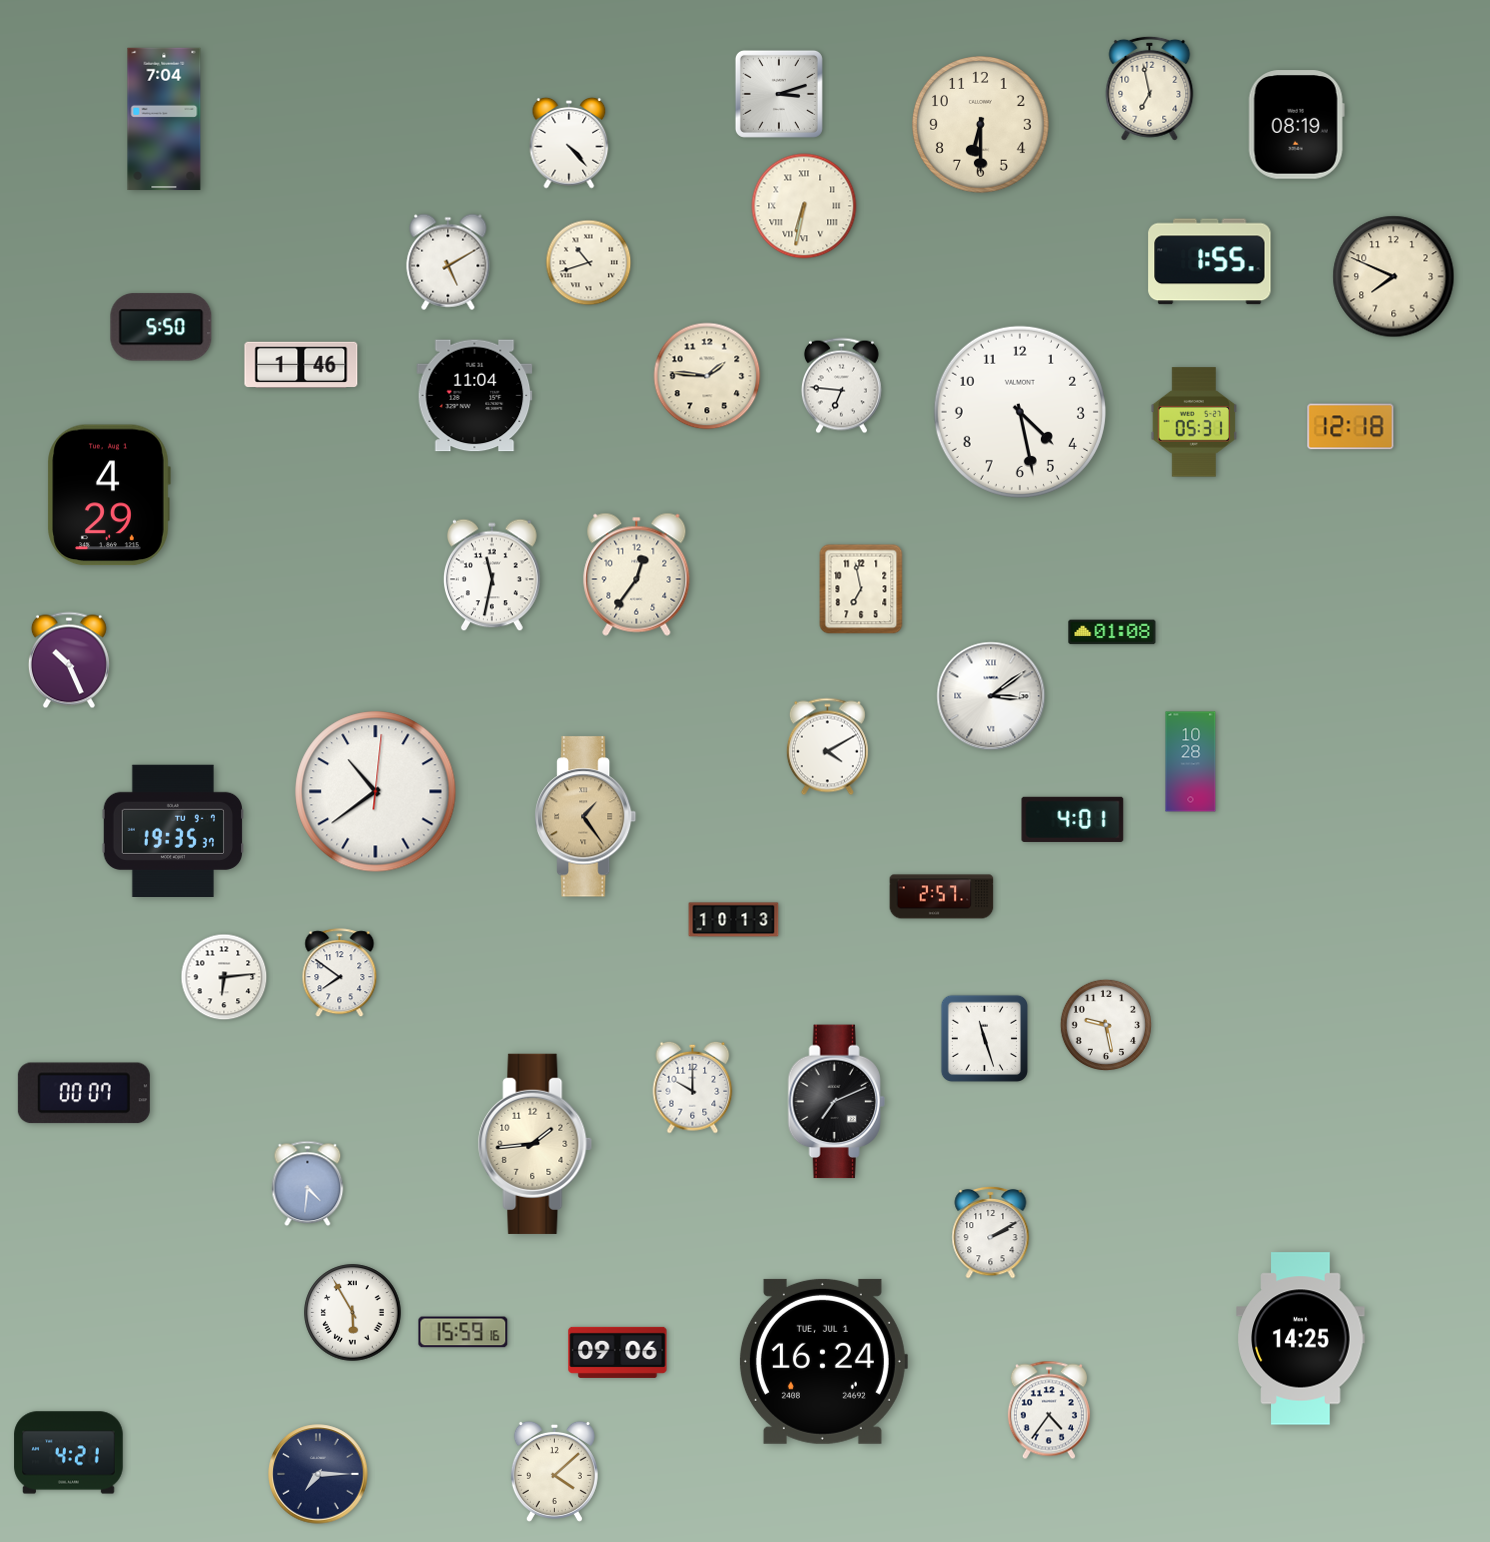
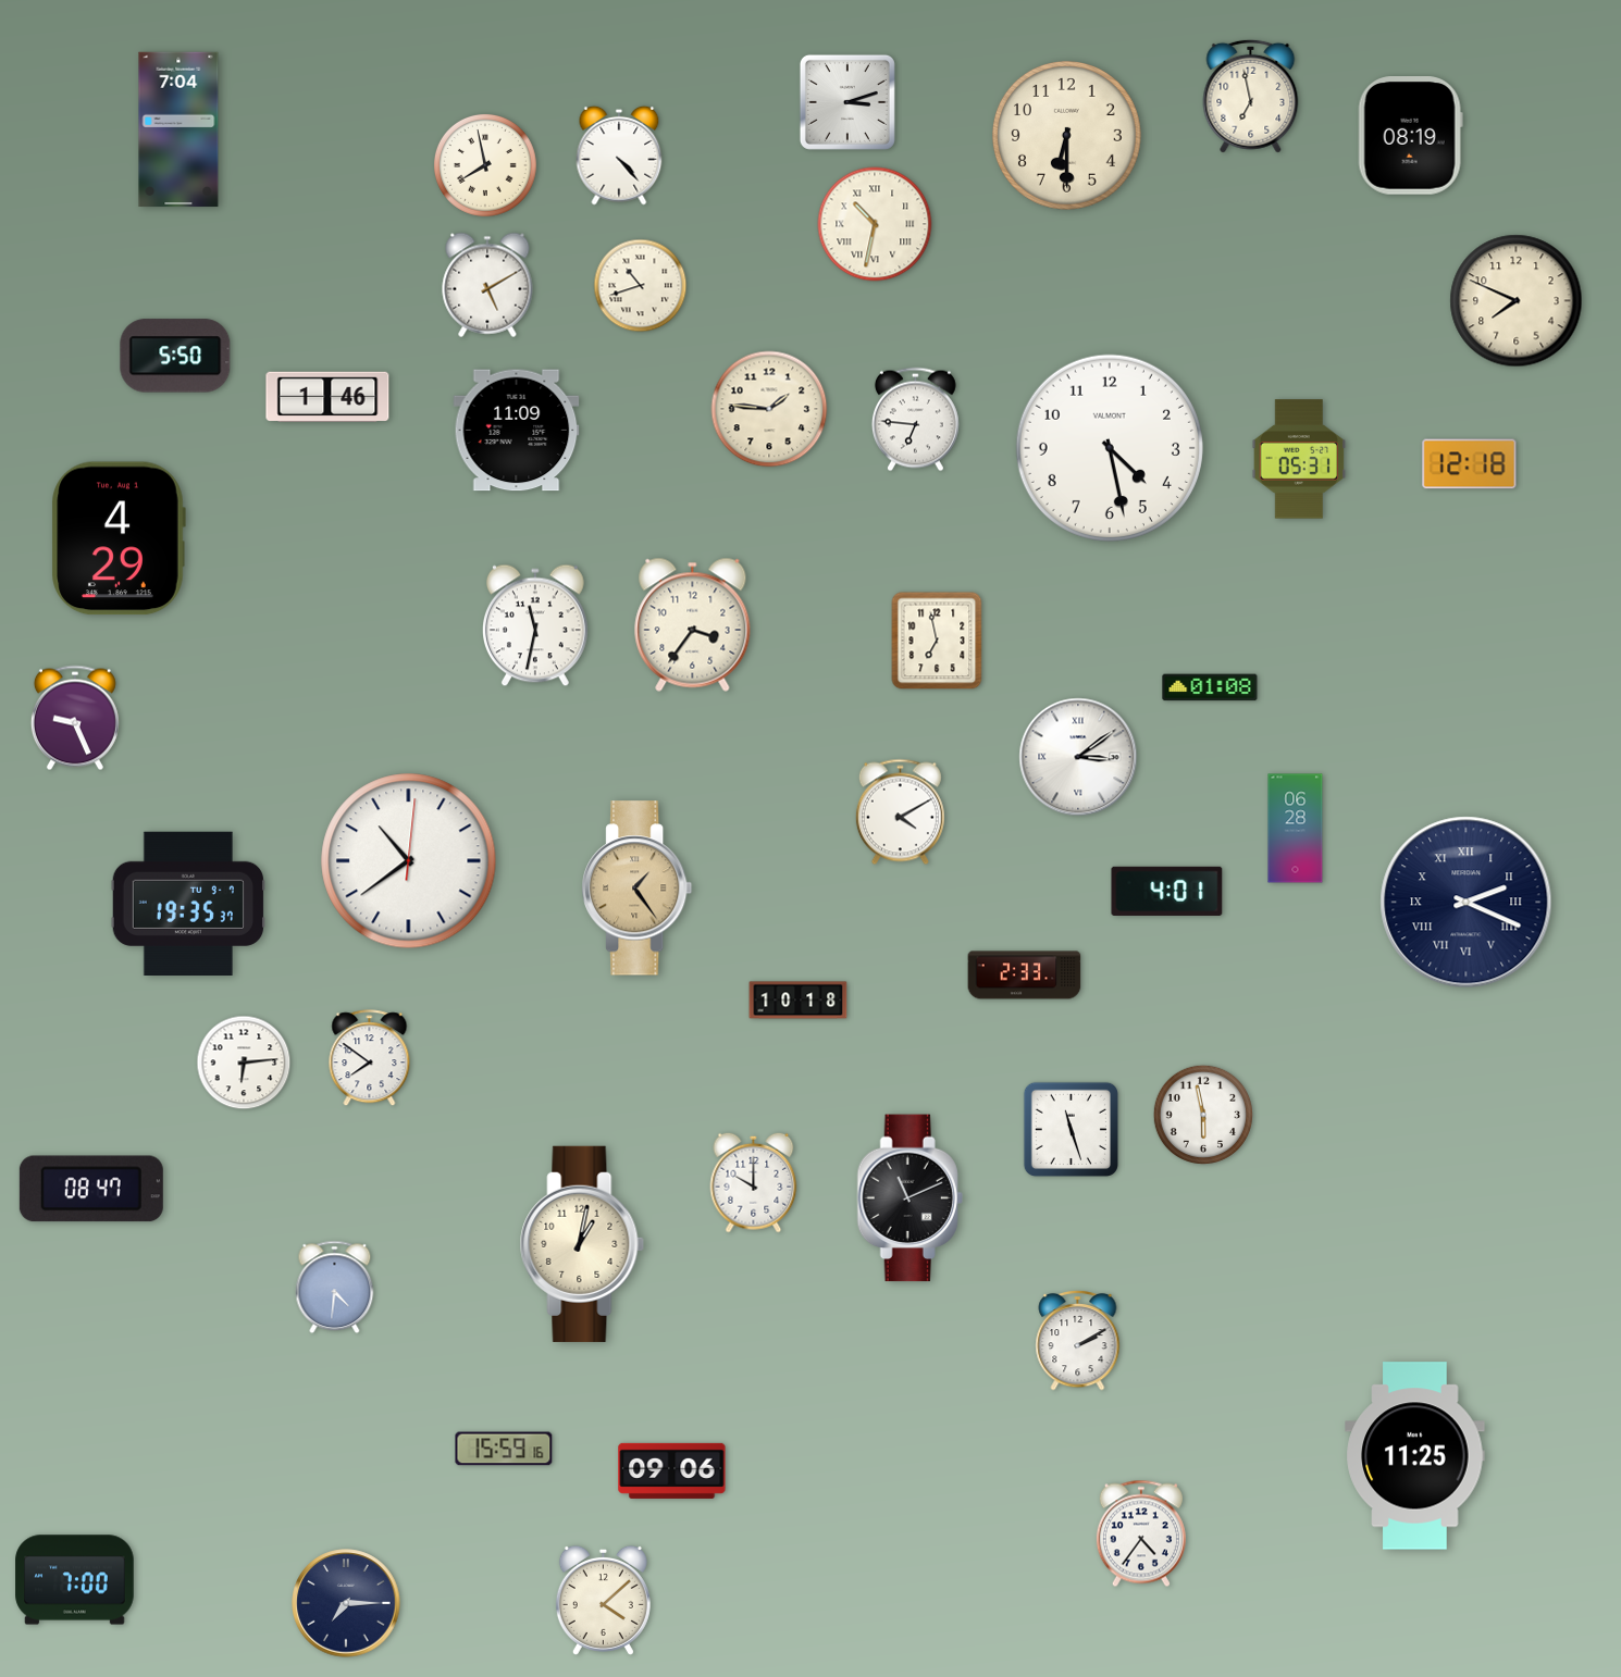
clock at (485, 165): none -> 7:58
clock at (804, 206): 6:32 -> 10:32
clock at (1210, 262): 1:55 -> none
clock at (475, 396): 11:04 -> 11:09
clock at (637, 574): 12:36 -> 3:36
clock at (69, 660): 10:26 -> 9:26
clock at (1191, 762): 10:28 -> 06:28
clock at (1467, 903): none -> 2:19
clock at (942, 897): 2:57 -> 2:33
clock at (734, 920): 10:13 -> 10:18
clock at (1105, 1024): 9:28 -> 5:58
clock at (84, 1093): 00:07 -> 08:47
clock at (836, 1102): 7:11 -> 11:11
clock at (535, 1144): 1:44 -> 1:02
clock at (353, 1313): 5:55 -> none
clock at (1301, 1339): 14:25 -> 11:25
clock at (823, 1361): 16:24 -> none
clock at (69, 1453): 4:21 -> 7:00
